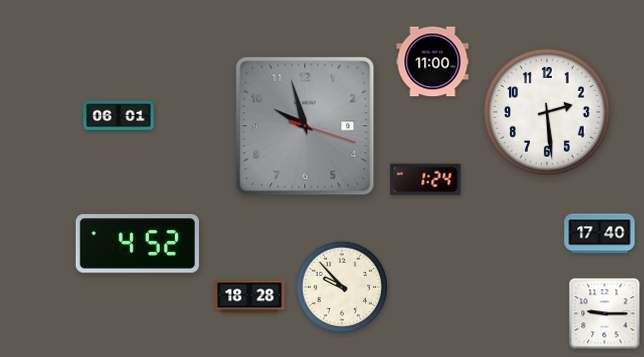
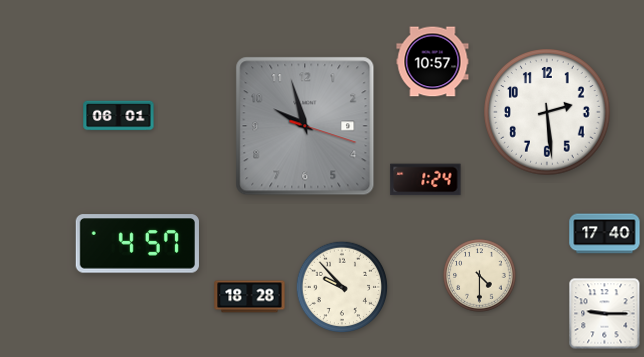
clock at (433, 62): 11:00 -> 10:57
clock at (600, 234) position: (600, 234) -> (605, 234)
clock at (137, 244): 4:52 -> 4:57
clock at (480, 276): none -> 4:30
